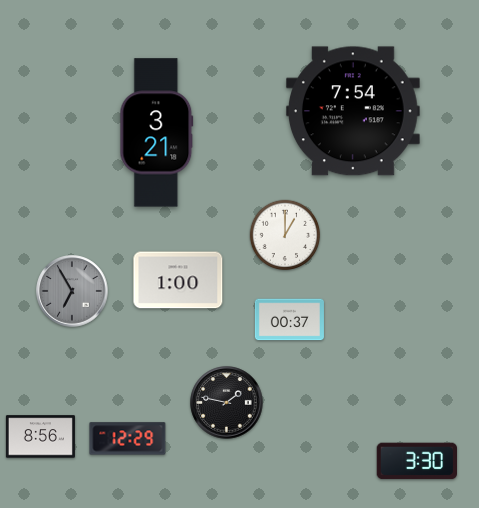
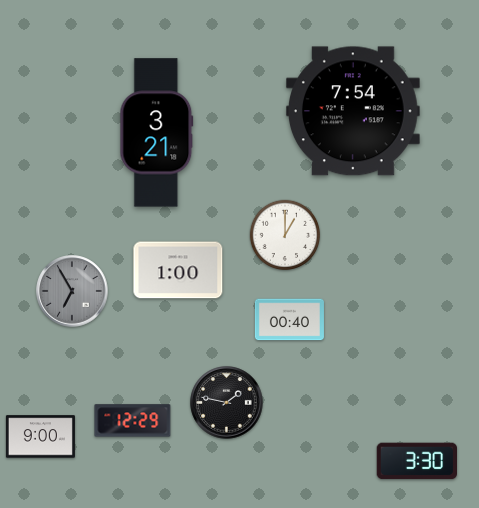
clock at (178, 280) position: (178, 280) -> (178, 270)
clock at (289, 320): 00:37 -> 00:40
clock at (40, 437): 8:56 -> 9:00
clock at (128, 439) position: (128, 439) -> (133, 421)
